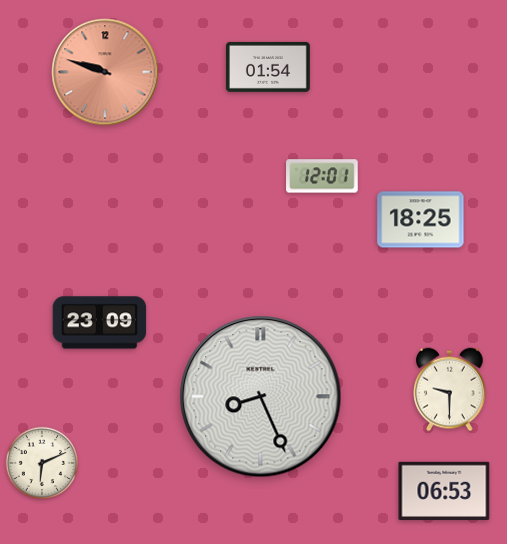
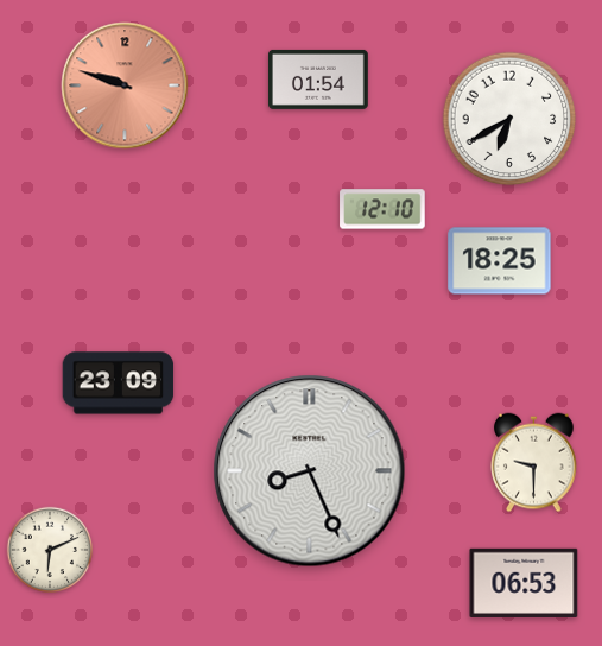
clock at (509, 119): none -> 6:40
clock at (322, 176): 12:01 -> 12:10
clock at (444, 491) position: (444, 491) -> (524, 583)
